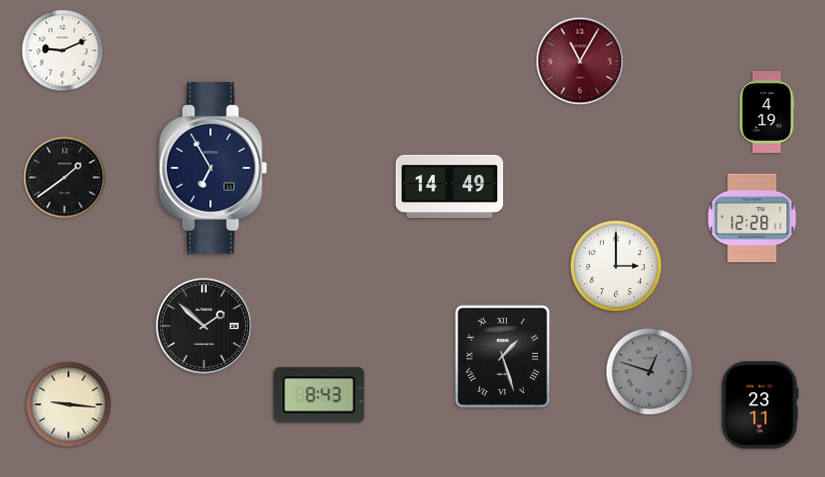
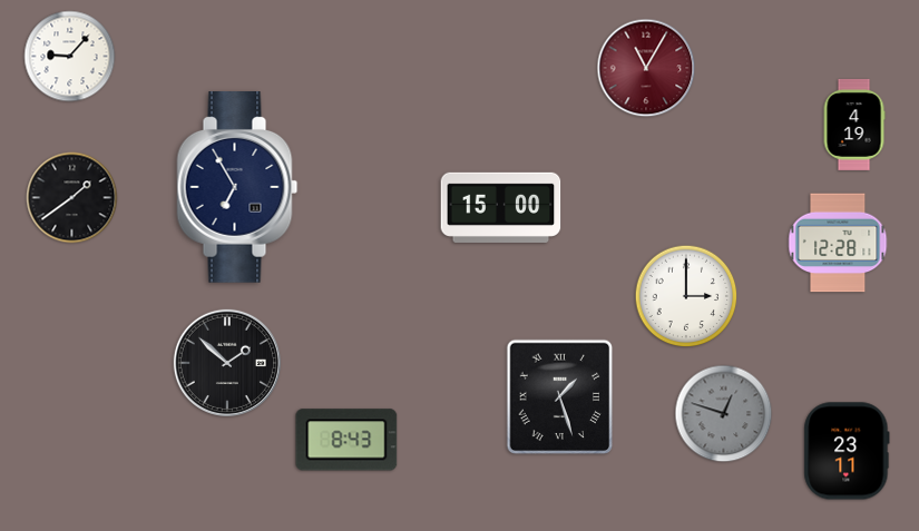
clock at (63, 51): 9:11 -> 9:07
clock at (450, 186): 14:49 -> 15:00
clock at (319, 395) position: (319, 395) -> (346, 440)
clock at (69, 405): 9:16 -> none
